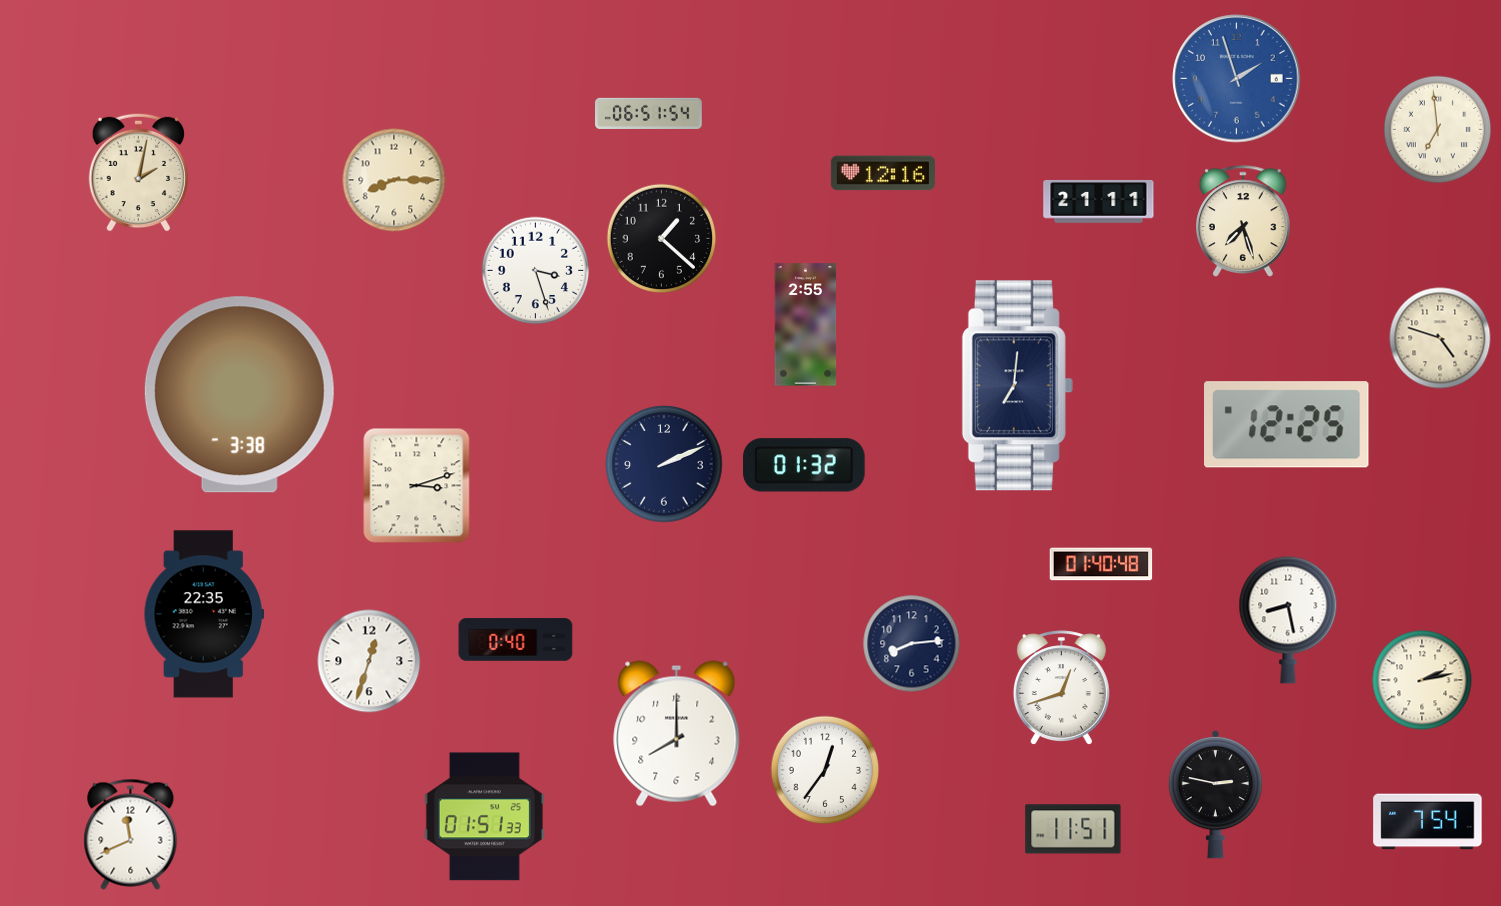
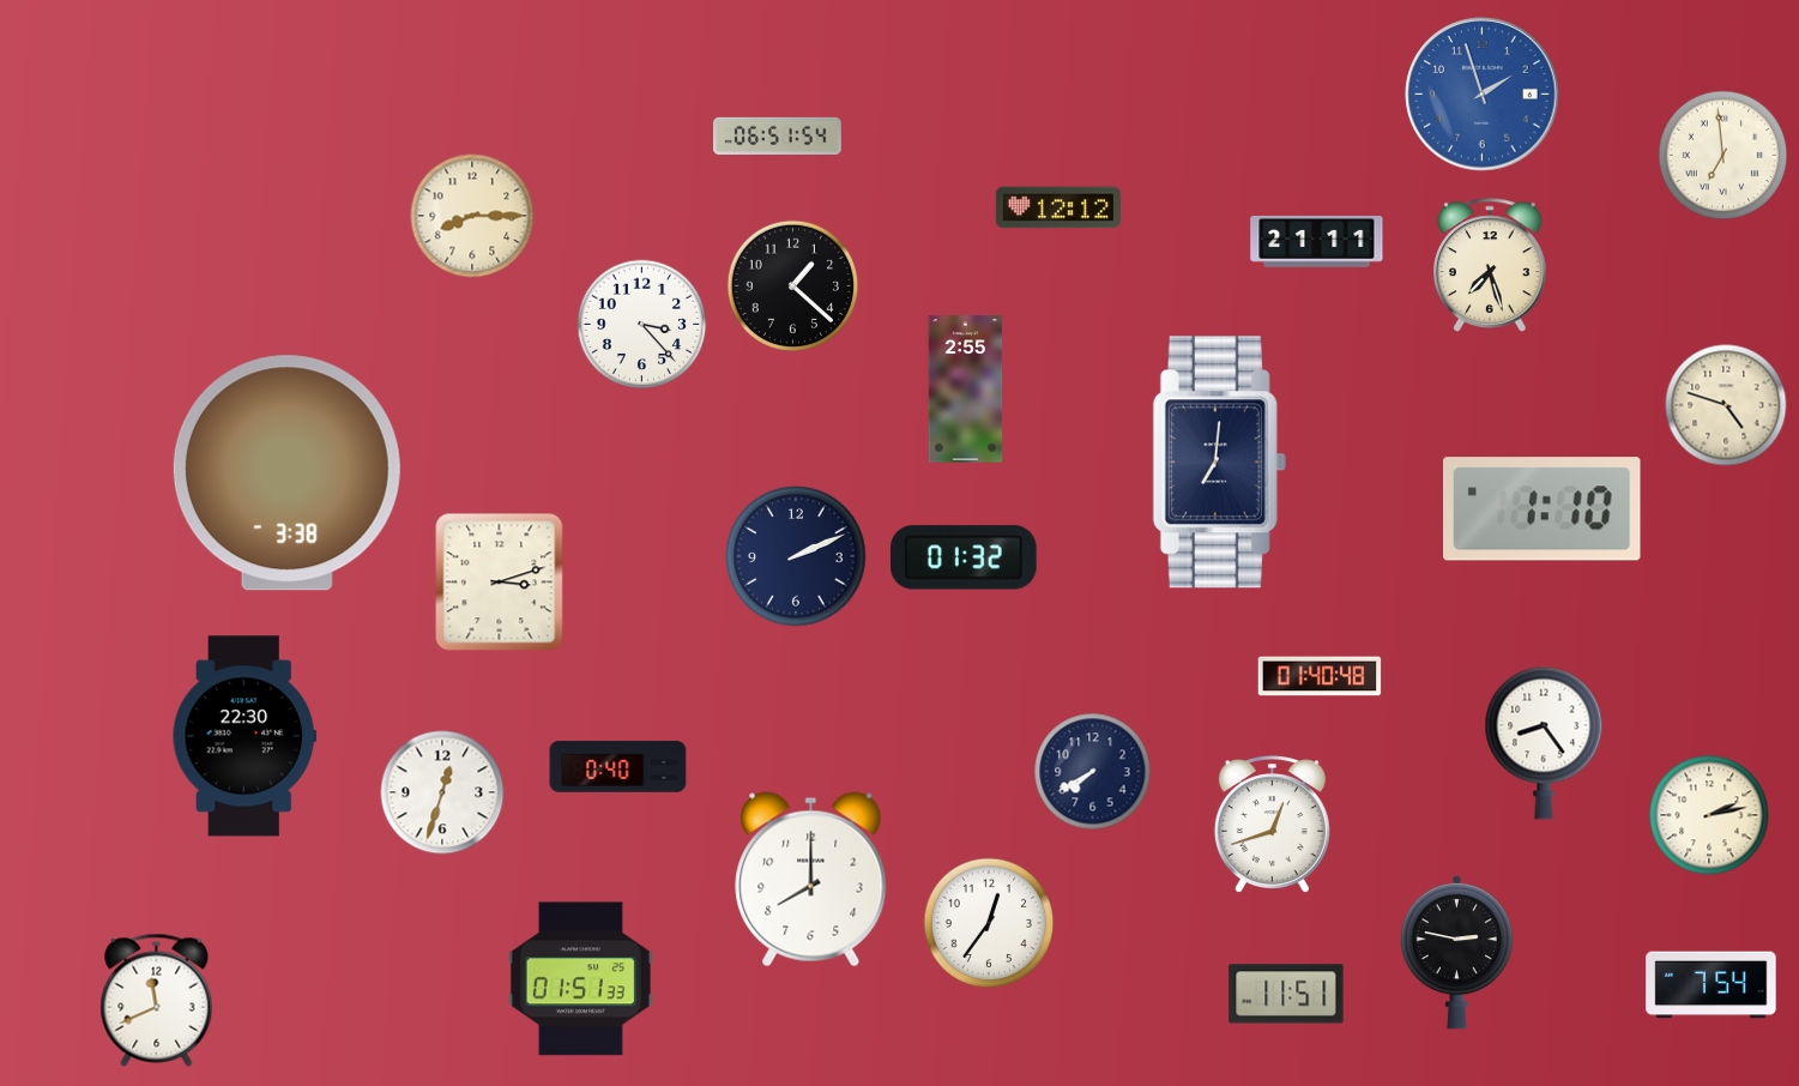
clock at (138, 172): 2:02 -> none
clock at (883, 173): 12:16 -> 12:12
clock at (536, 271): 3:27 -> 3:23
clock at (1287, 425): 12:25 -> 1:10
clock at (204, 614): 22:35 -> 22:30
clock at (1288, 620): 8:28 -> 8:24
clock at (912, 644): 8:14 -> 7:40
clock at (1422, 680) position: (1422, 680) -> (1709, 815)
